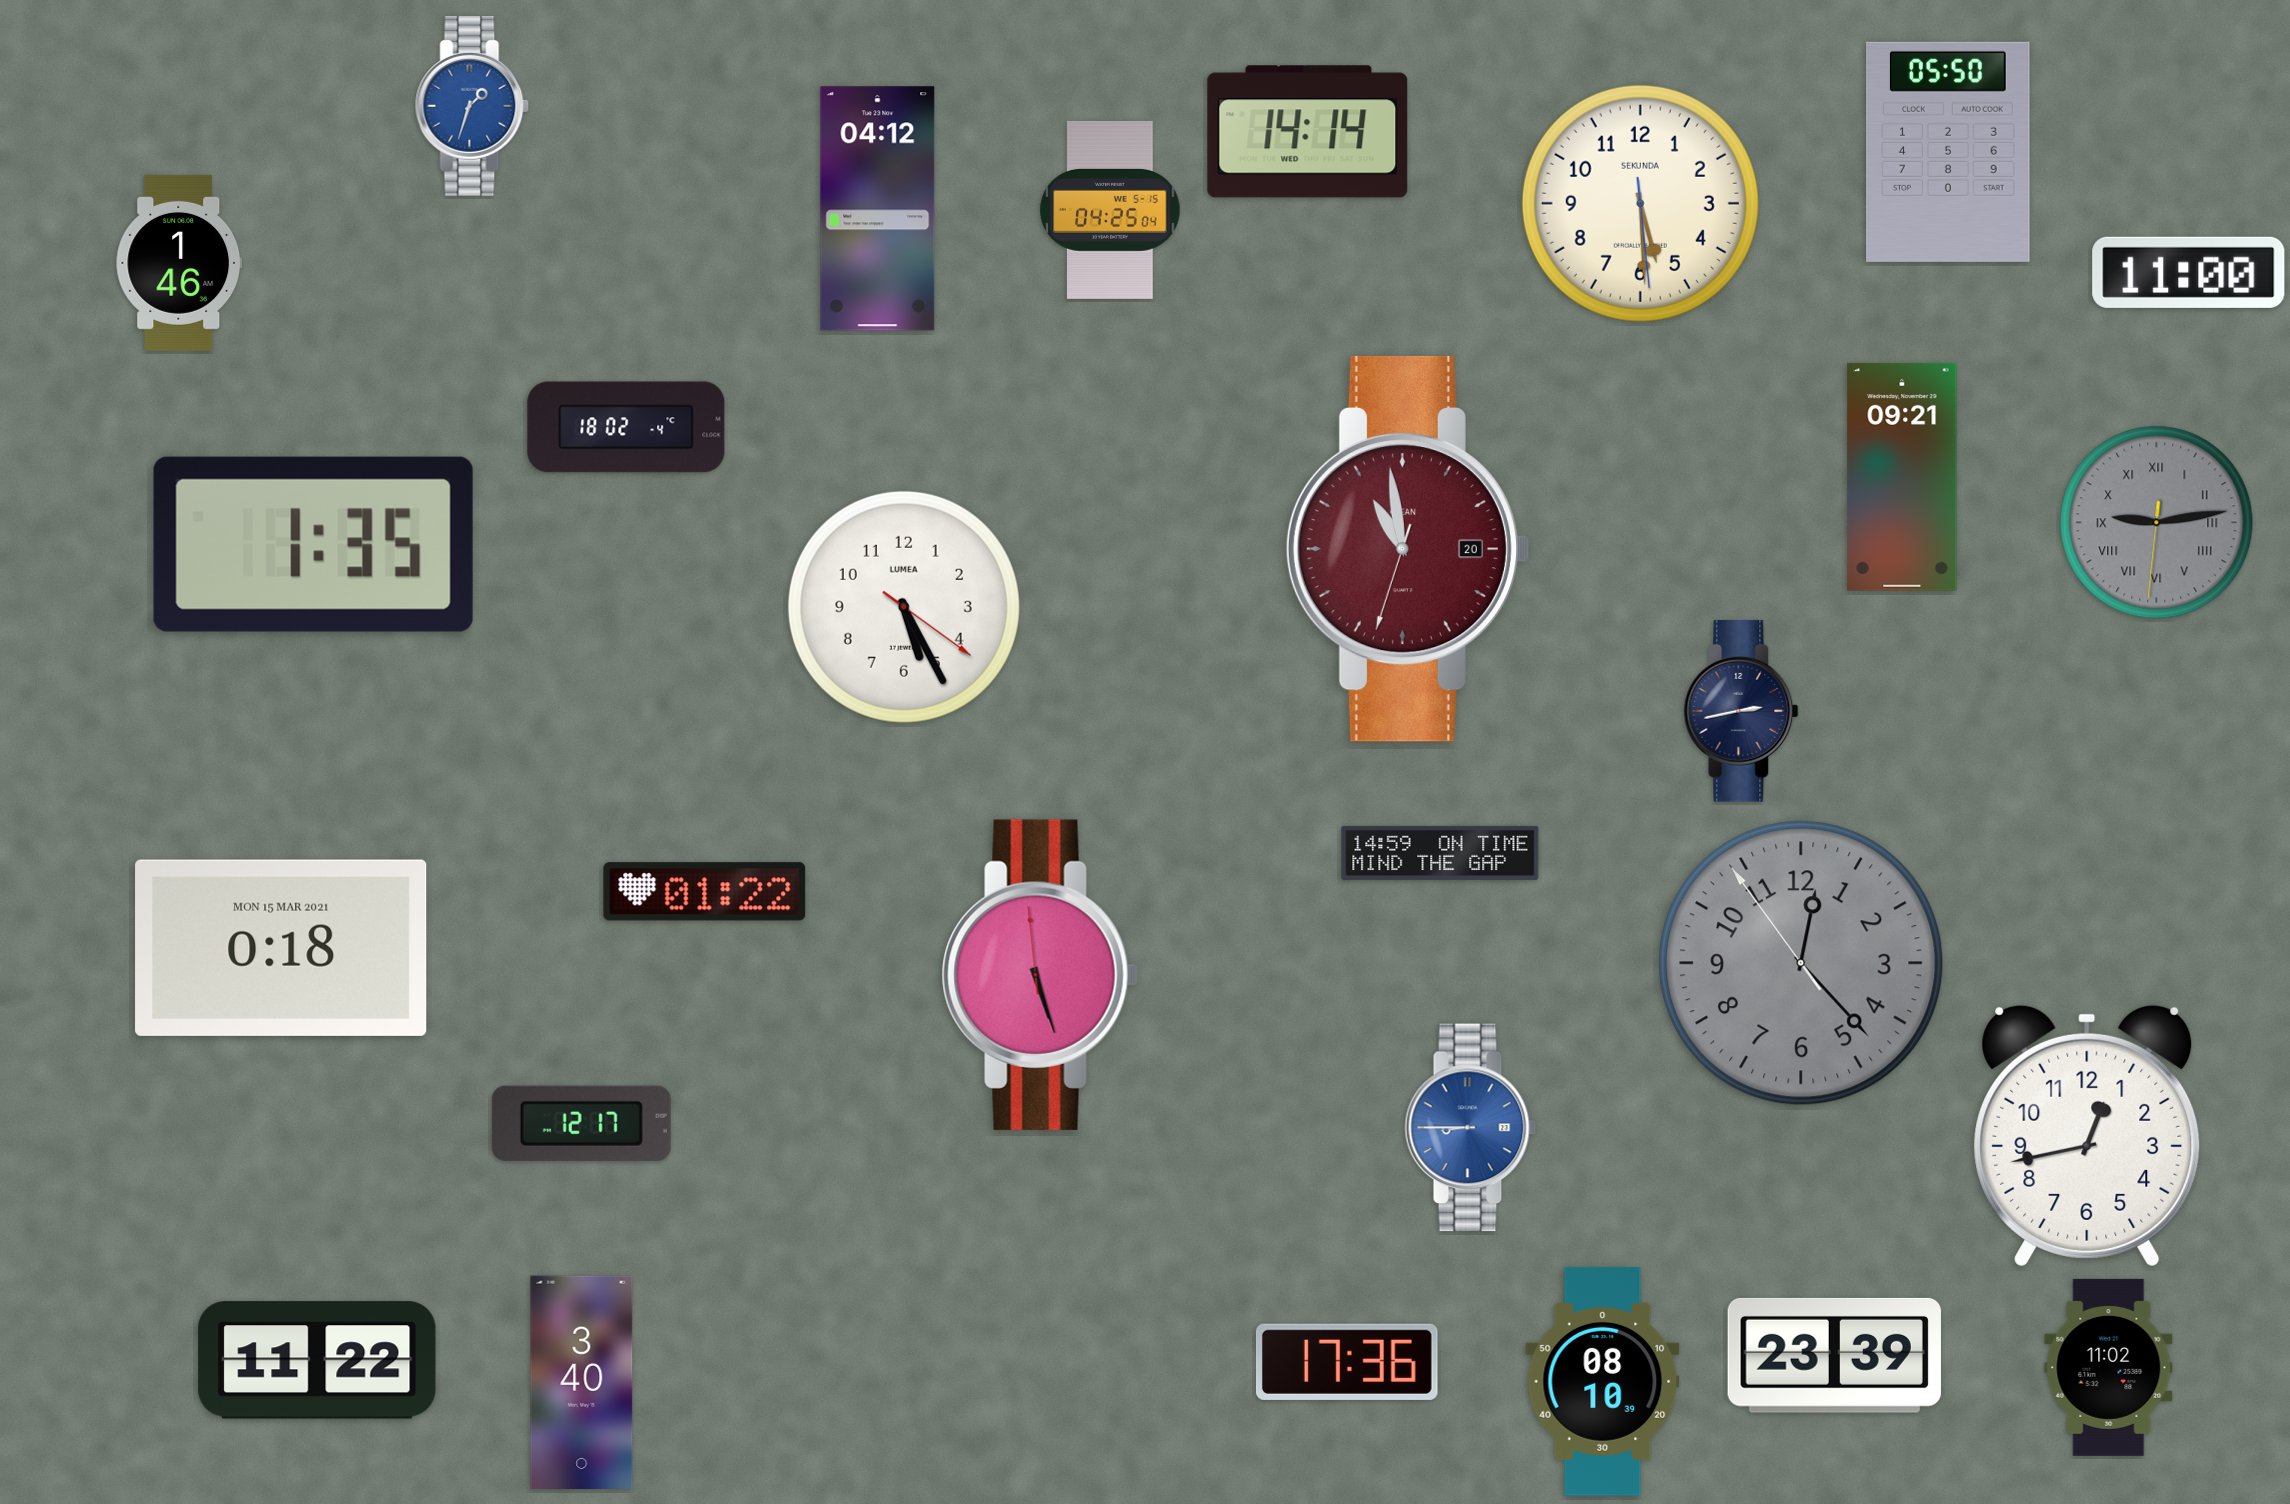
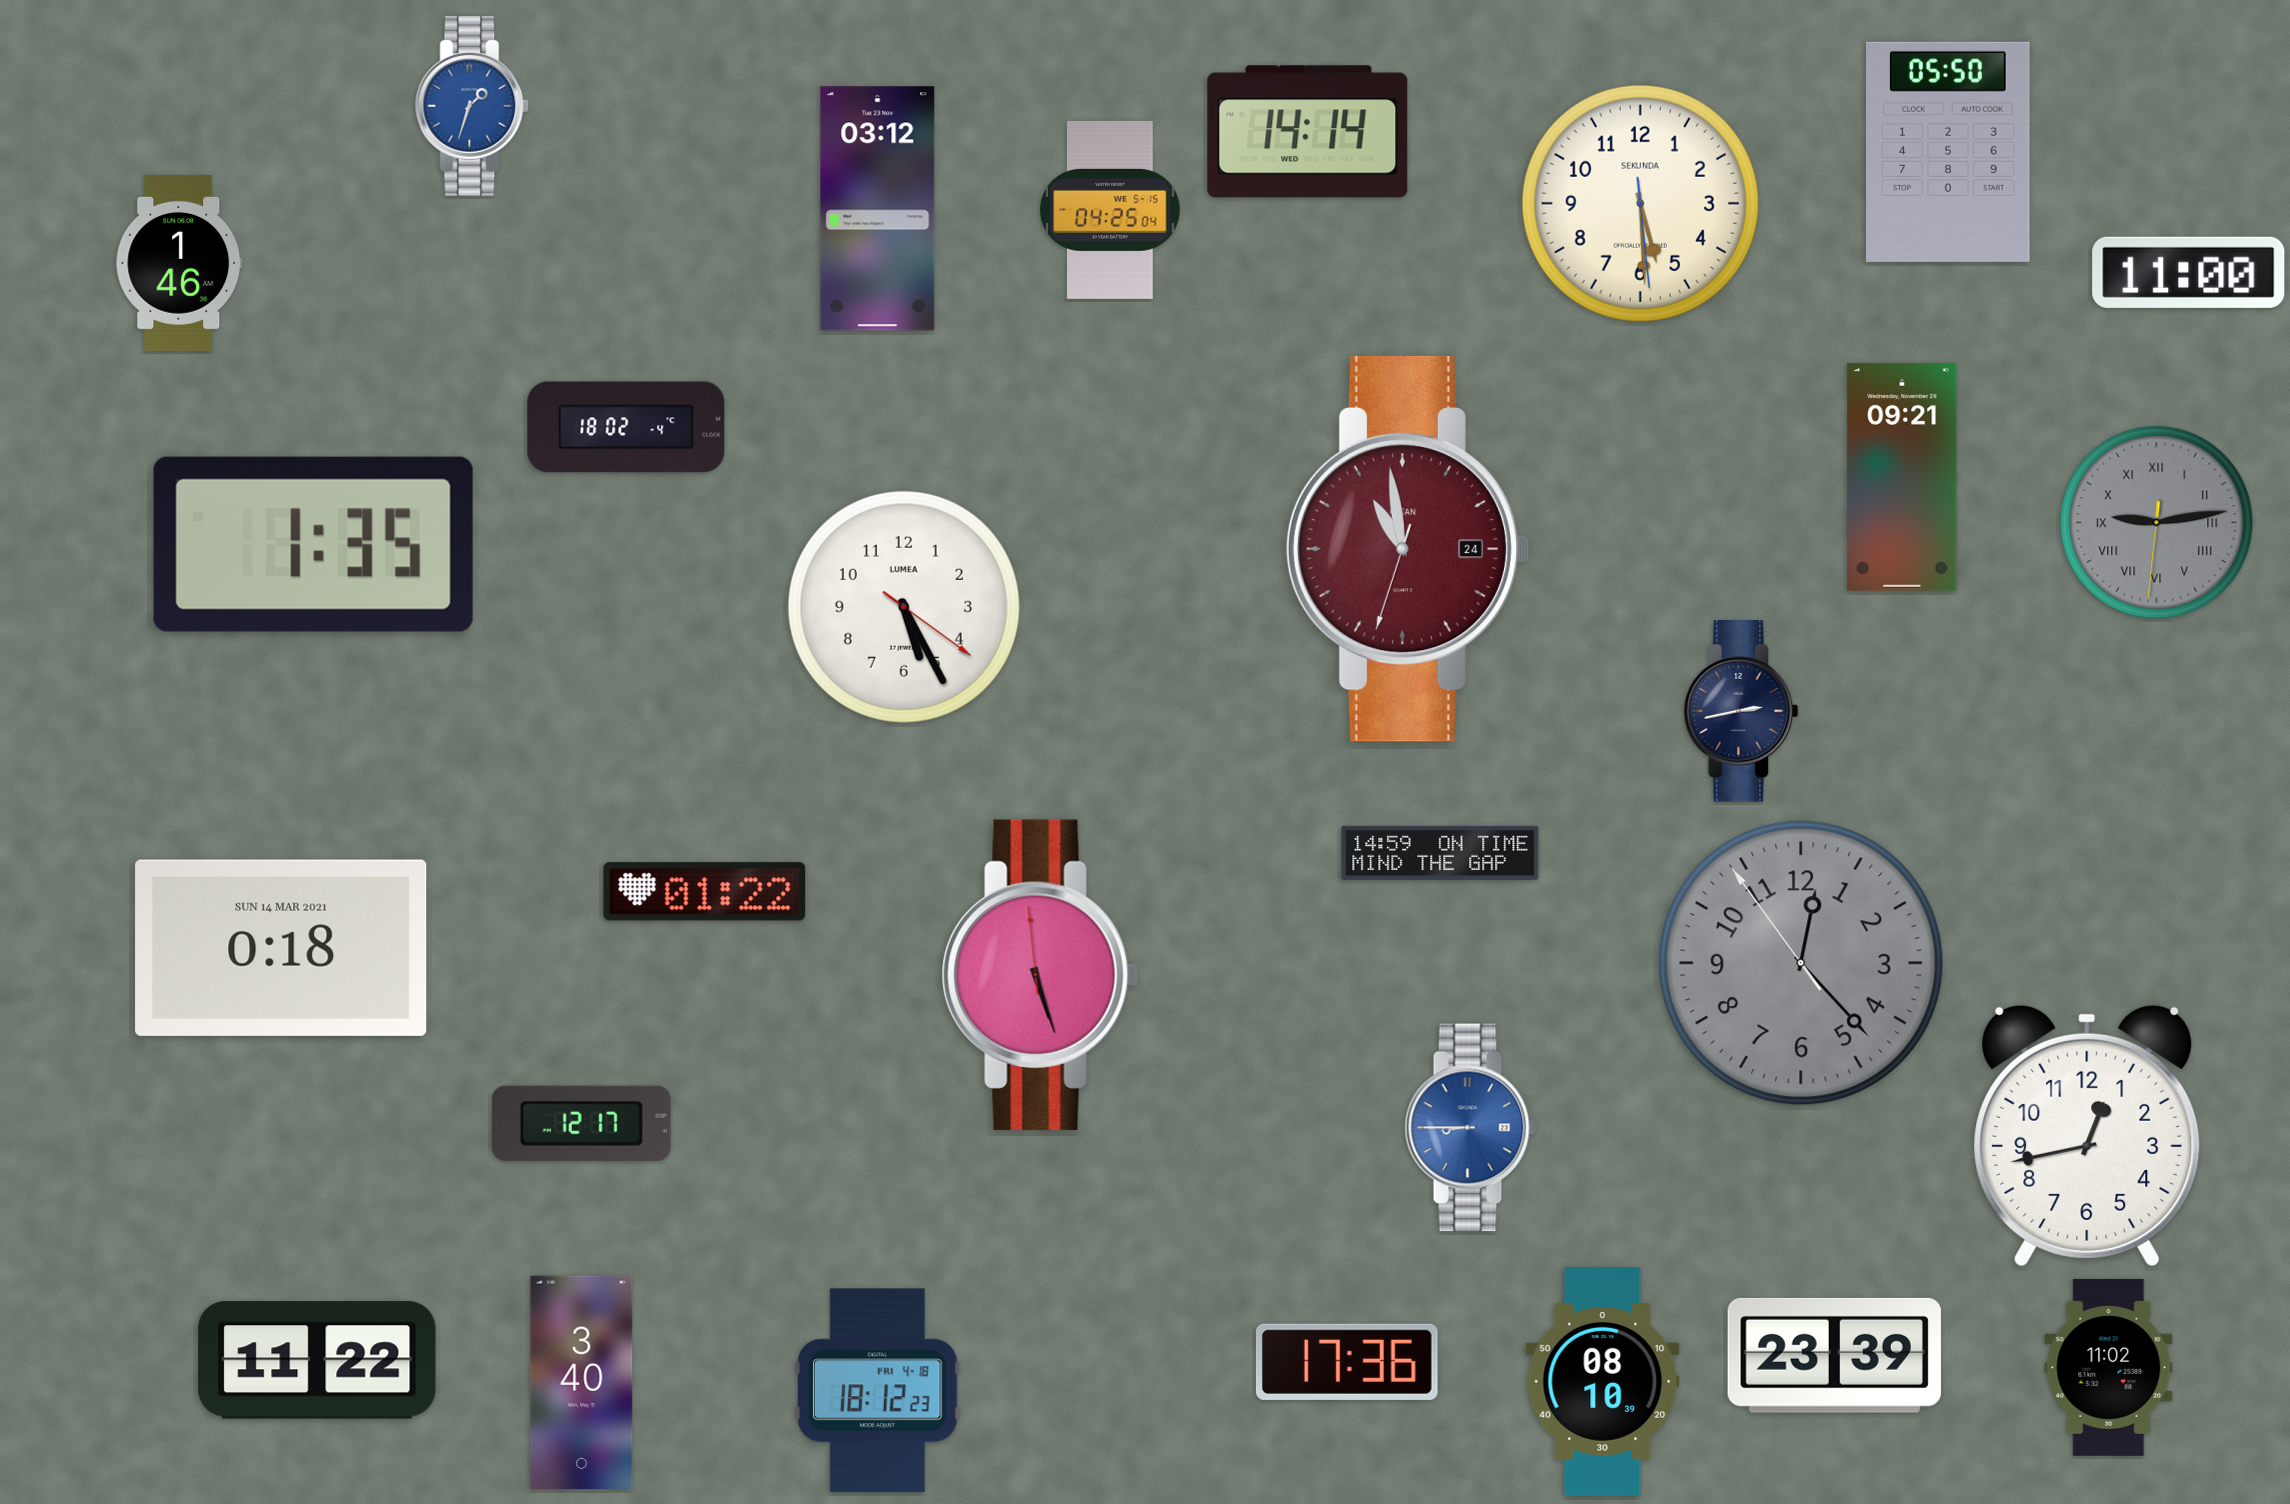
clock at (878, 209): 04:12 -> 03:12
clock at (1407, 549) date: 20 -> 24
clock at (281, 948) date: MON 15 MAR 2021 -> SUN 14 MAR 2021
clock at (878, 1391): none -> 18:12
